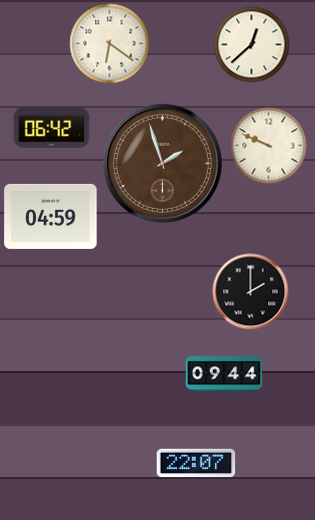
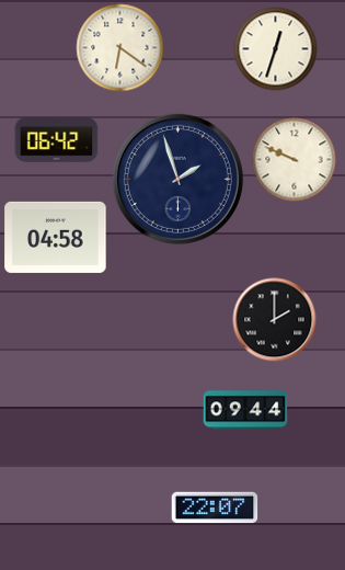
clock at (252, 45): 12:38 -> 12:33
clock at (162, 163) dial: brown -> navy
clock at (51, 216): 04:59 -> 04:58
